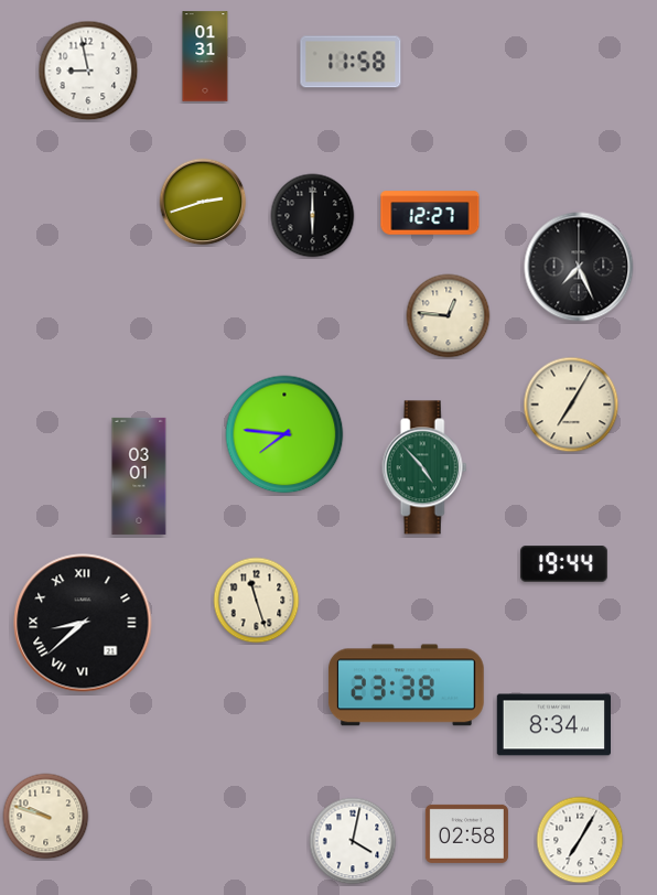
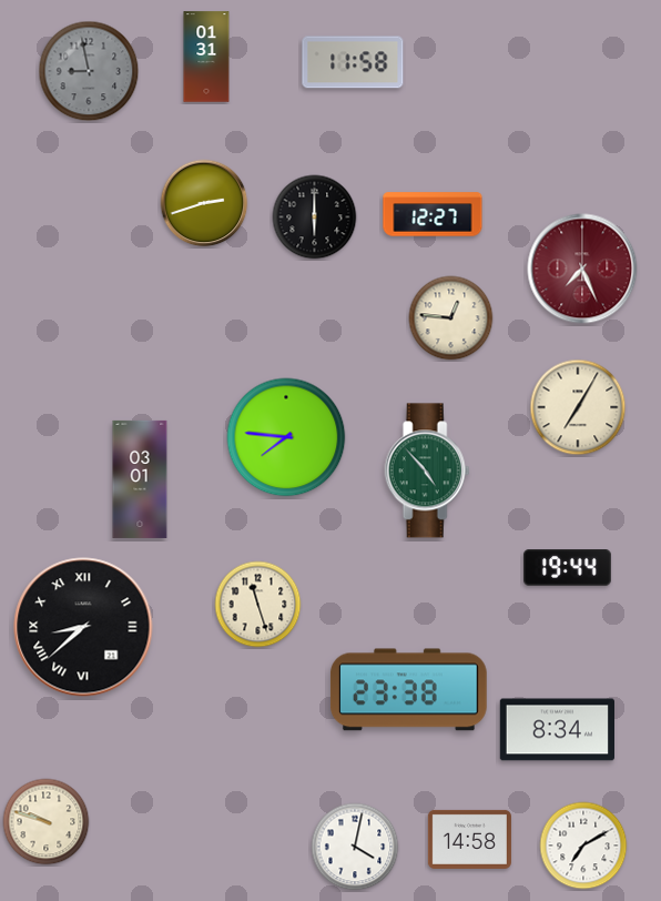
clock at (88, 71) dial: white -> grey
clock at (579, 267) dial: black -> burgundy
clock at (571, 405) position: (571, 405) -> (578, 407)
clock at (466, 833): 02:58 -> 14:58
clock at (580, 840): 7:05 -> 7:10
